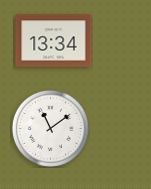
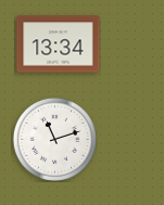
clock at (50, 128): 11:09 -> 11:12
